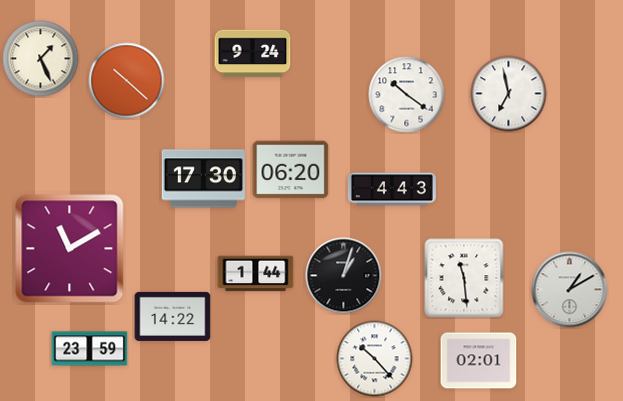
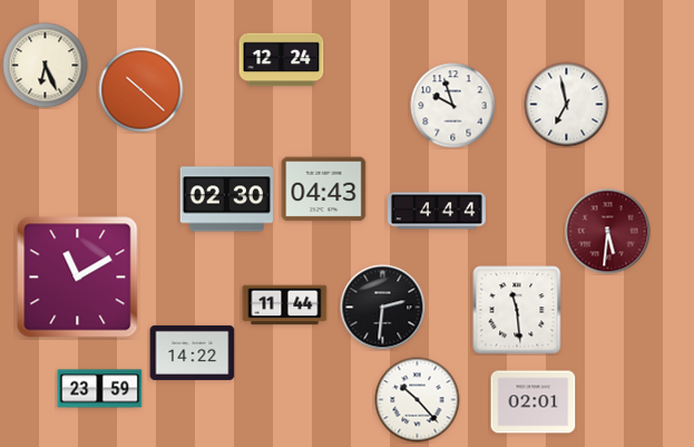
clock at (253, 54): 9:24 -> 12:24
clock at (41, 59): 1:26 -> 6:26
clock at (407, 95): 10:21 -> 9:57
clock at (291, 170): 06:20 -> 04:43
clock at (203, 179): 17:30 -> 02:30
clock at (392, 189): 4:43 -> 4:44
clock at (608, 232): none -> 5:31
clock at (256, 274): 1:44 -> 11:44
clock at (344, 276): 1:03 -> 2:31
clock at (570, 290): 1:10 -> none
